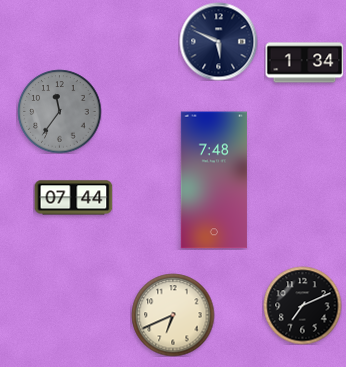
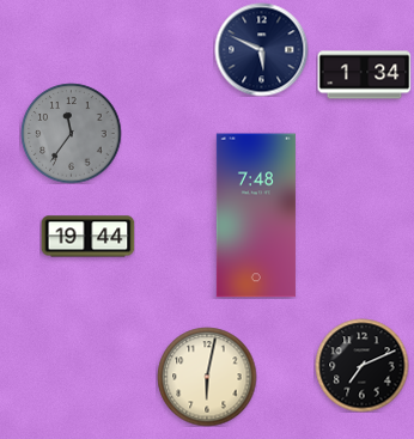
clock at (73, 198): 07:44 -> 19:44
clock at (173, 315): 6:41 -> 6:02
